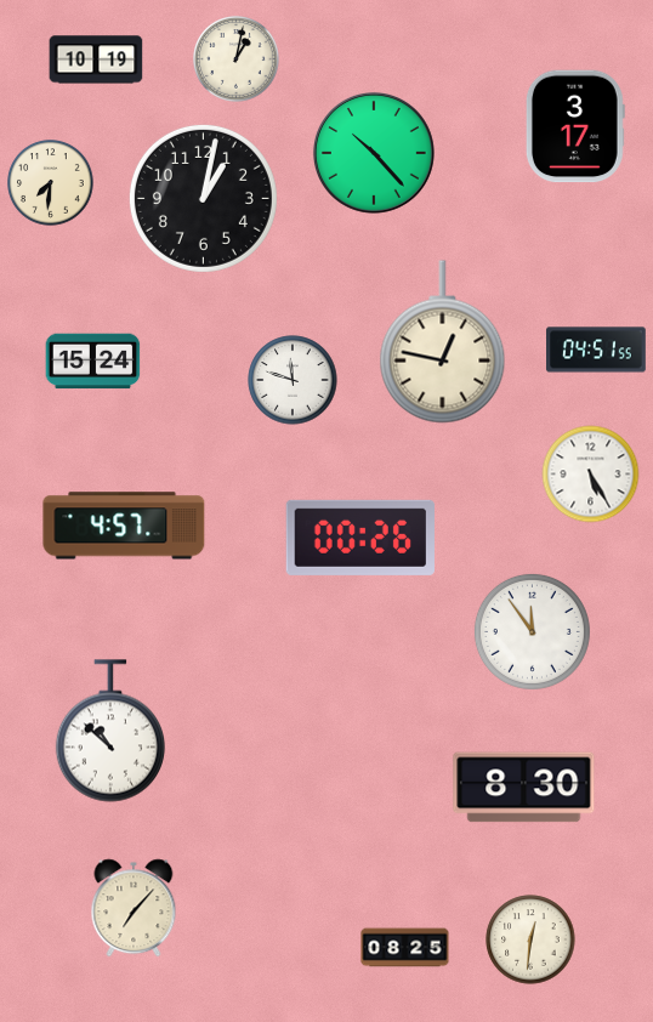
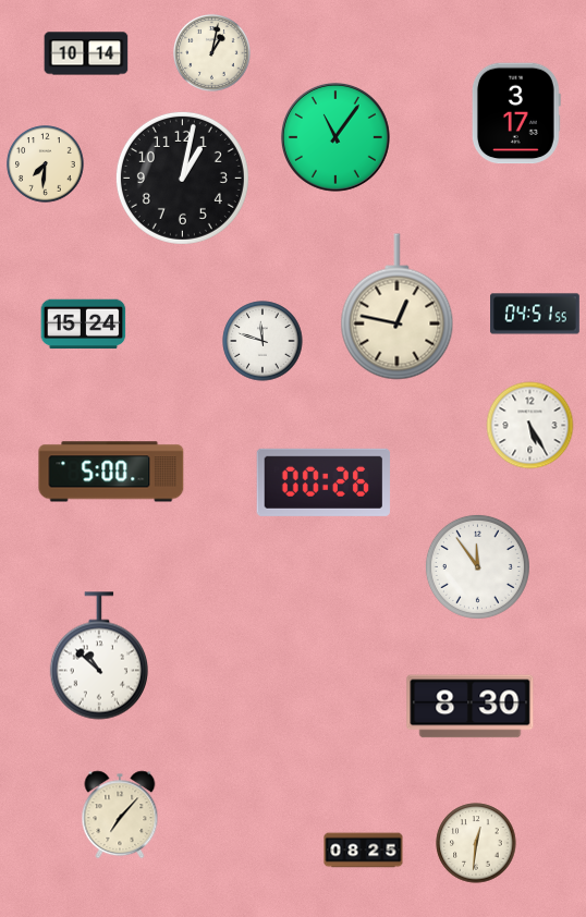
clock at (96, 59): 10:19 -> 10:14
clock at (374, 153): 10:23 -> 11:06
clock at (124, 526): 4:57 -> 5:00
